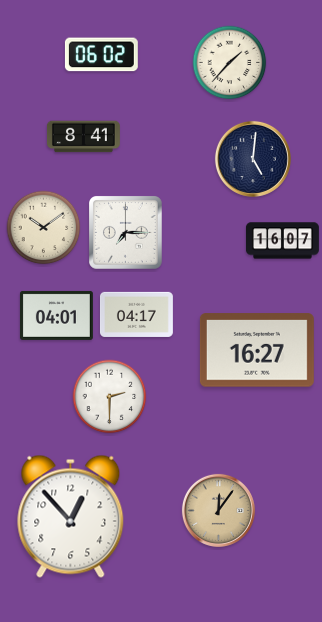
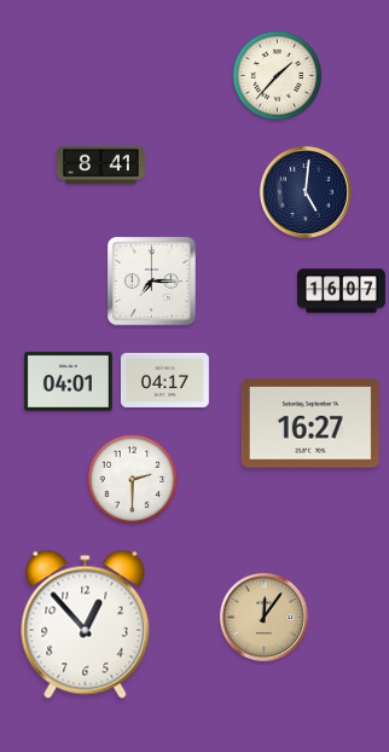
clock at (101, 55): 06:02 -> none
clock at (44, 228): 10:09 -> none
